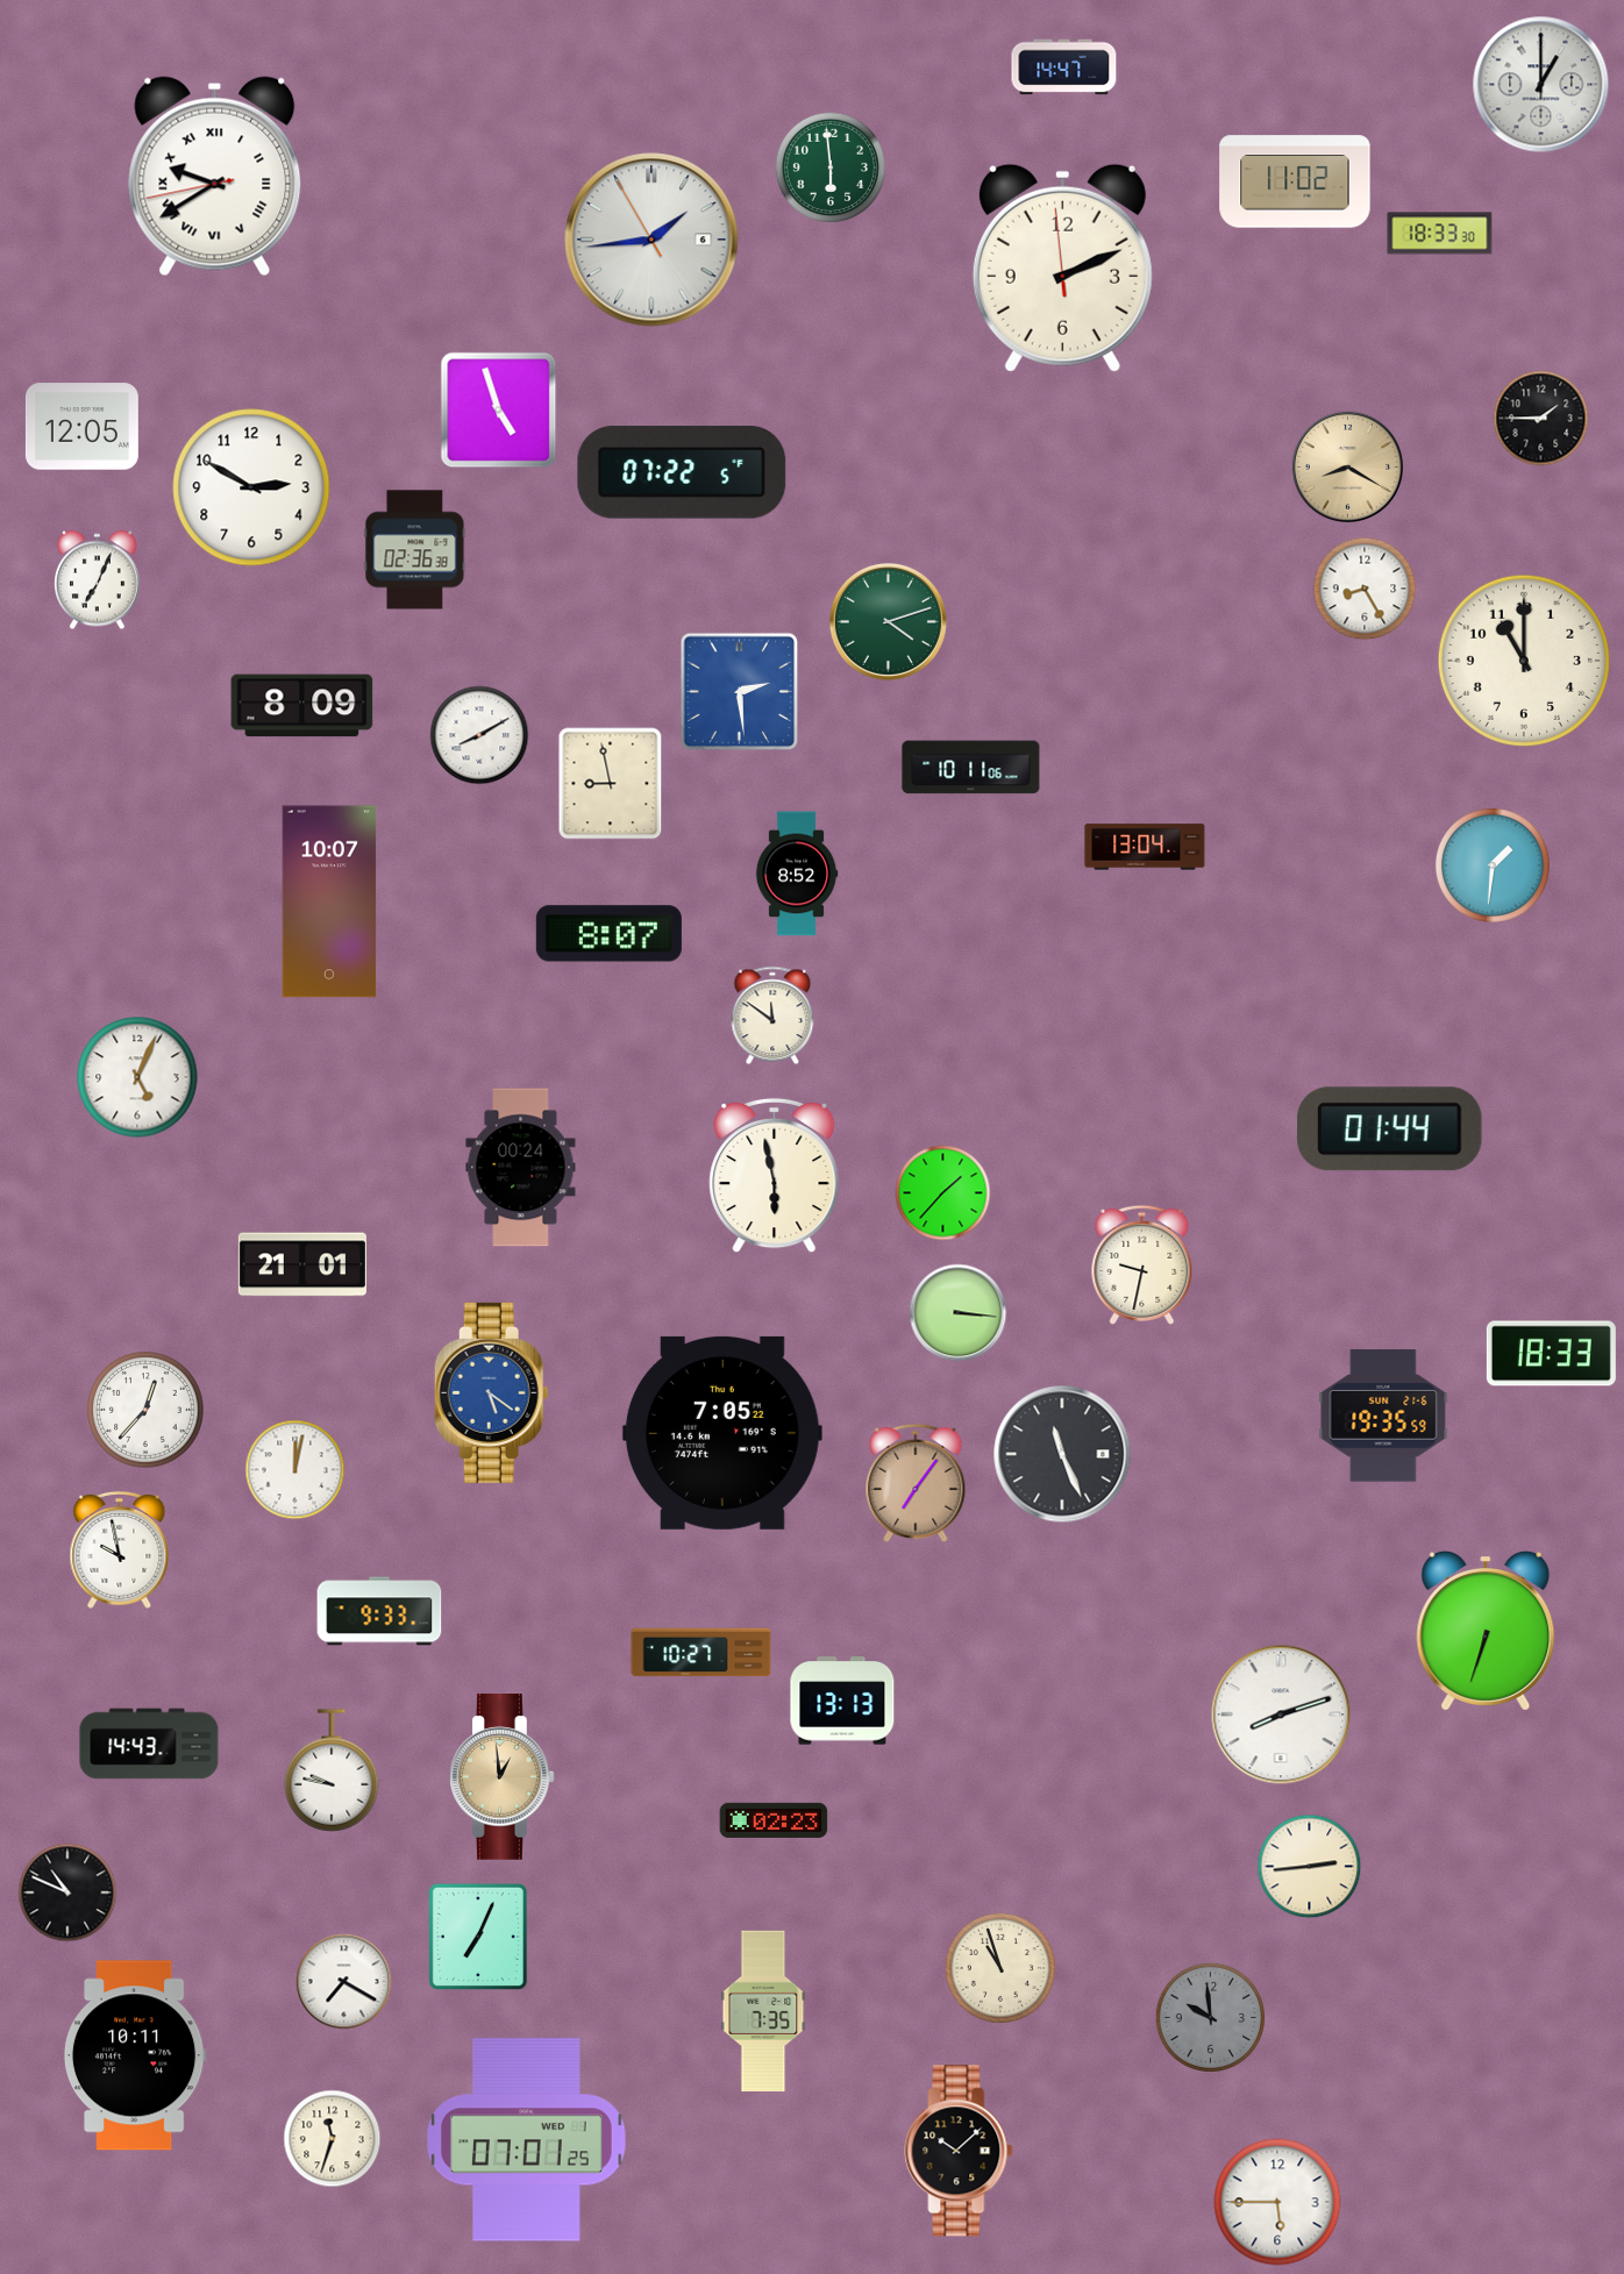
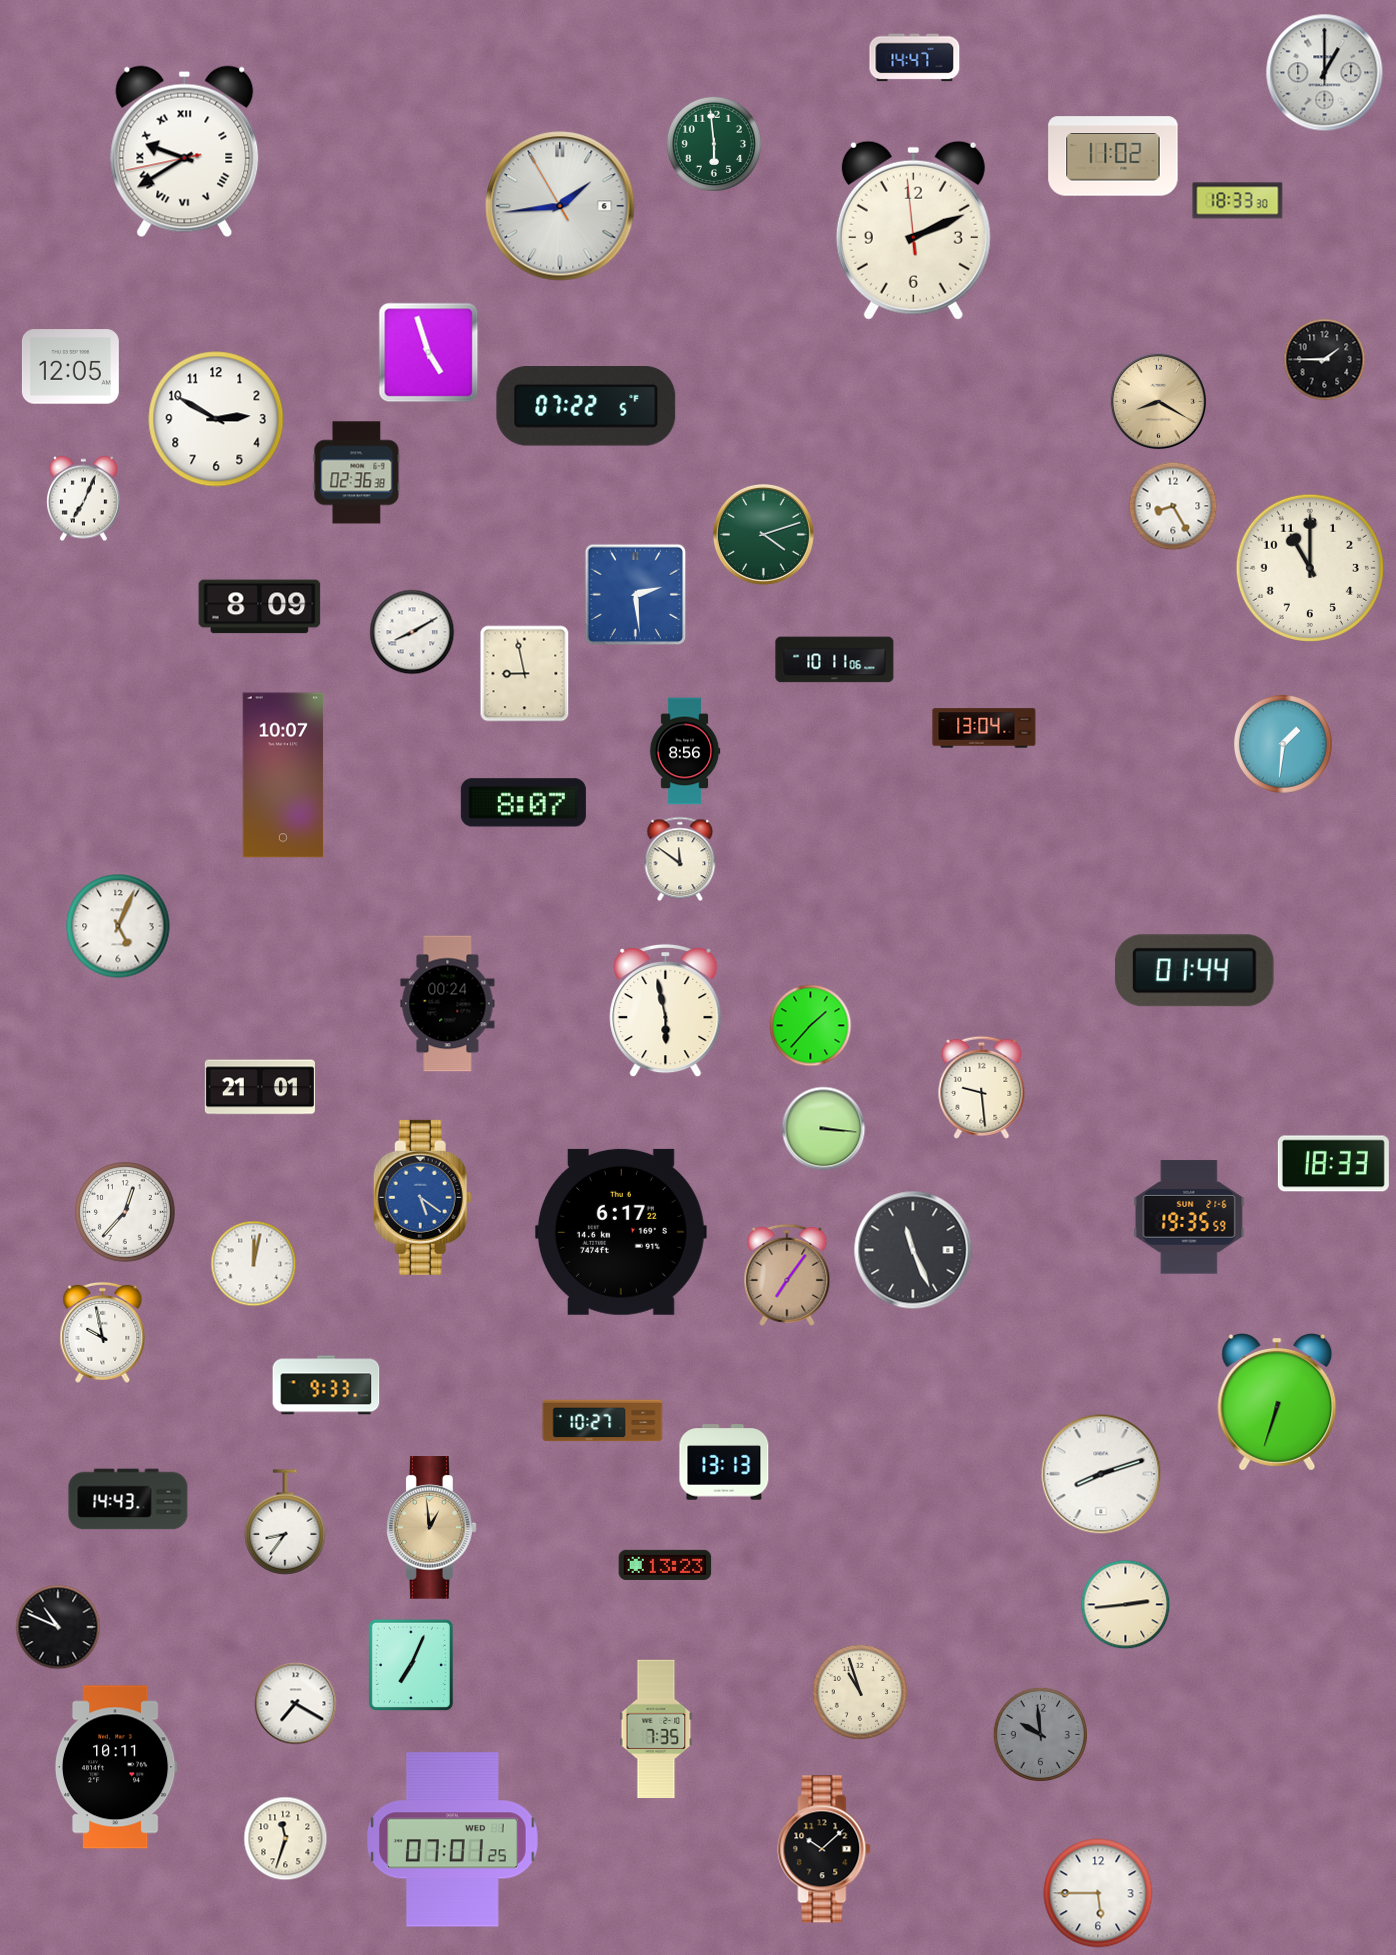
clock at (797, 874): 8:52 -> 8:56
clock at (772, 1015) position: (772, 1015) -> (680, 859)
clock at (1142, 1264): 9:32 -> 9:29
clock at (722, 1433): 7:05 -> 6:17
clock at (332, 1770): 9:47 -> 8:36
clock at (774, 1820): 02:23 -> 13:23
